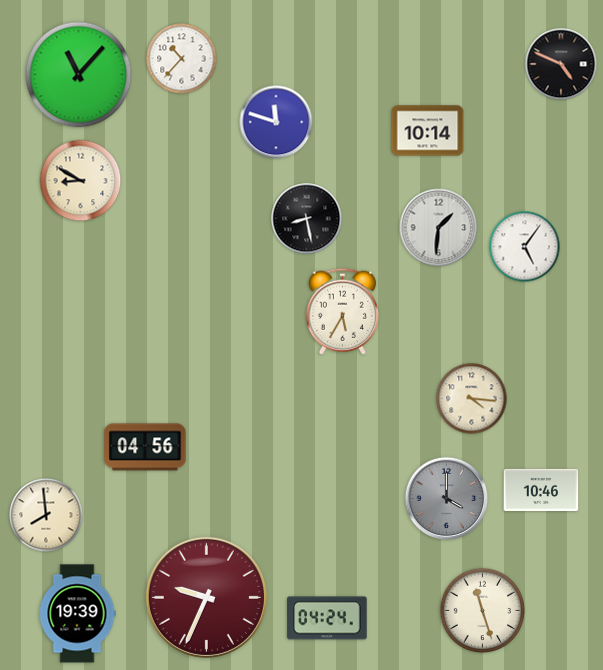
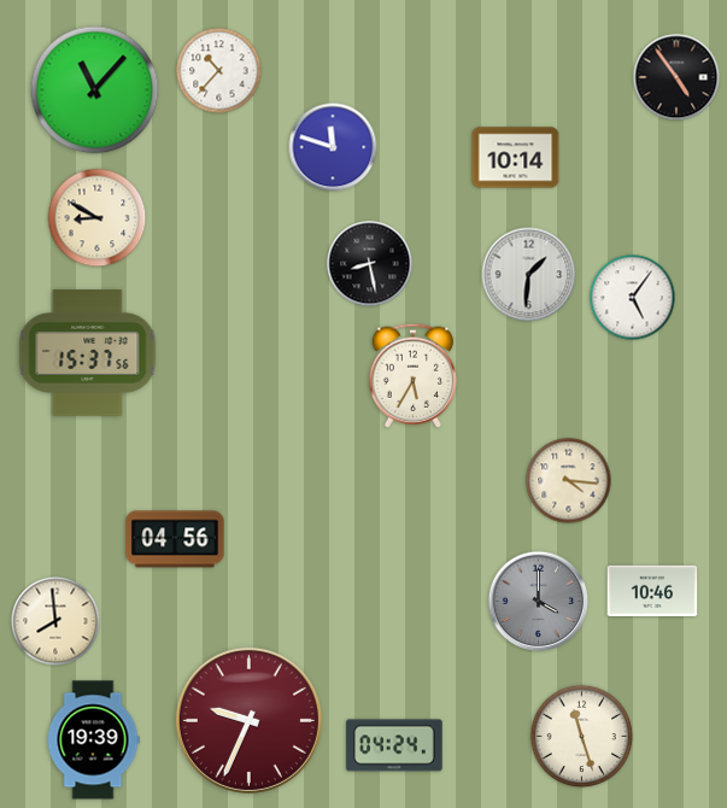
clock at (561, 64): 4:49 -> 4:54
clock at (88, 353): none -> 15:37
